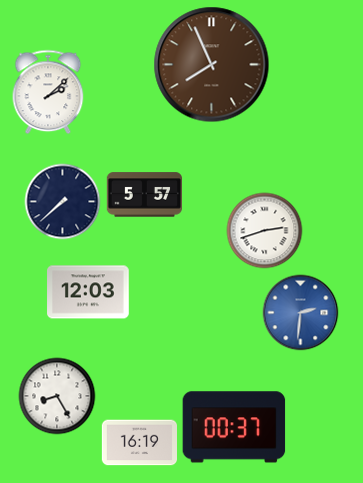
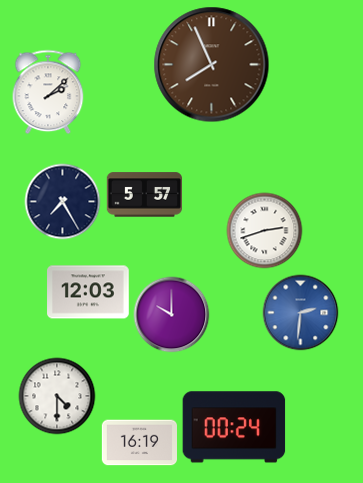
clock at (63, 202): 7:38 -> 7:25
clock at (172, 315): none -> 10:00
clock at (57, 396): 8:25 -> 4:30
clock at (234, 427): 00:37 -> 00:24
